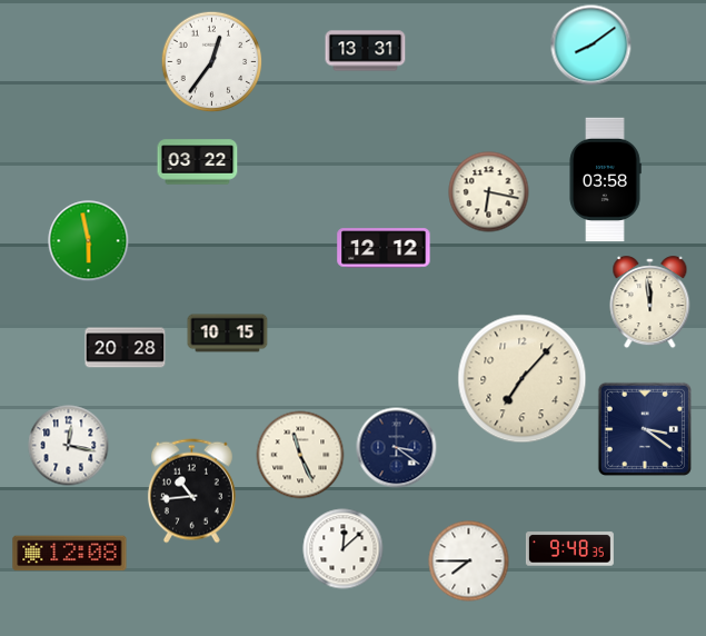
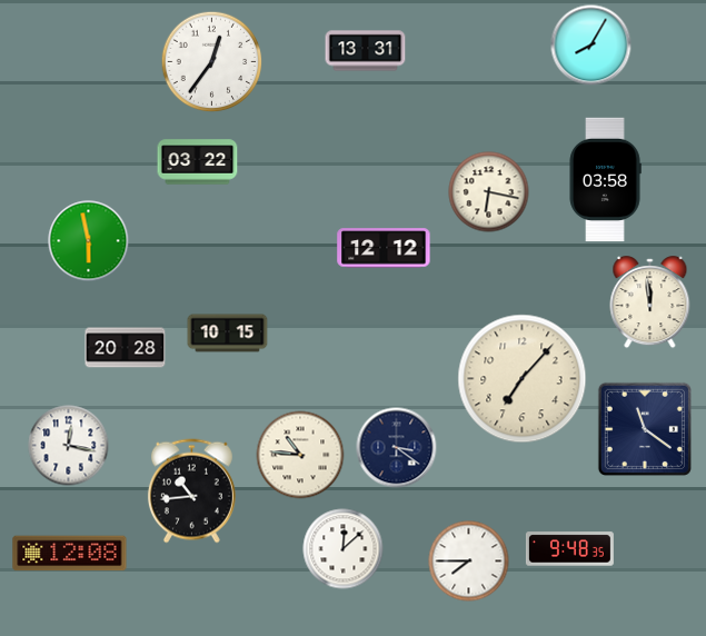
clock at (591, 46): 8:09 -> 8:05
clock at (645, 429): 3:21 -> 11:21
clock at (300, 455): 11:26 -> 10:46
